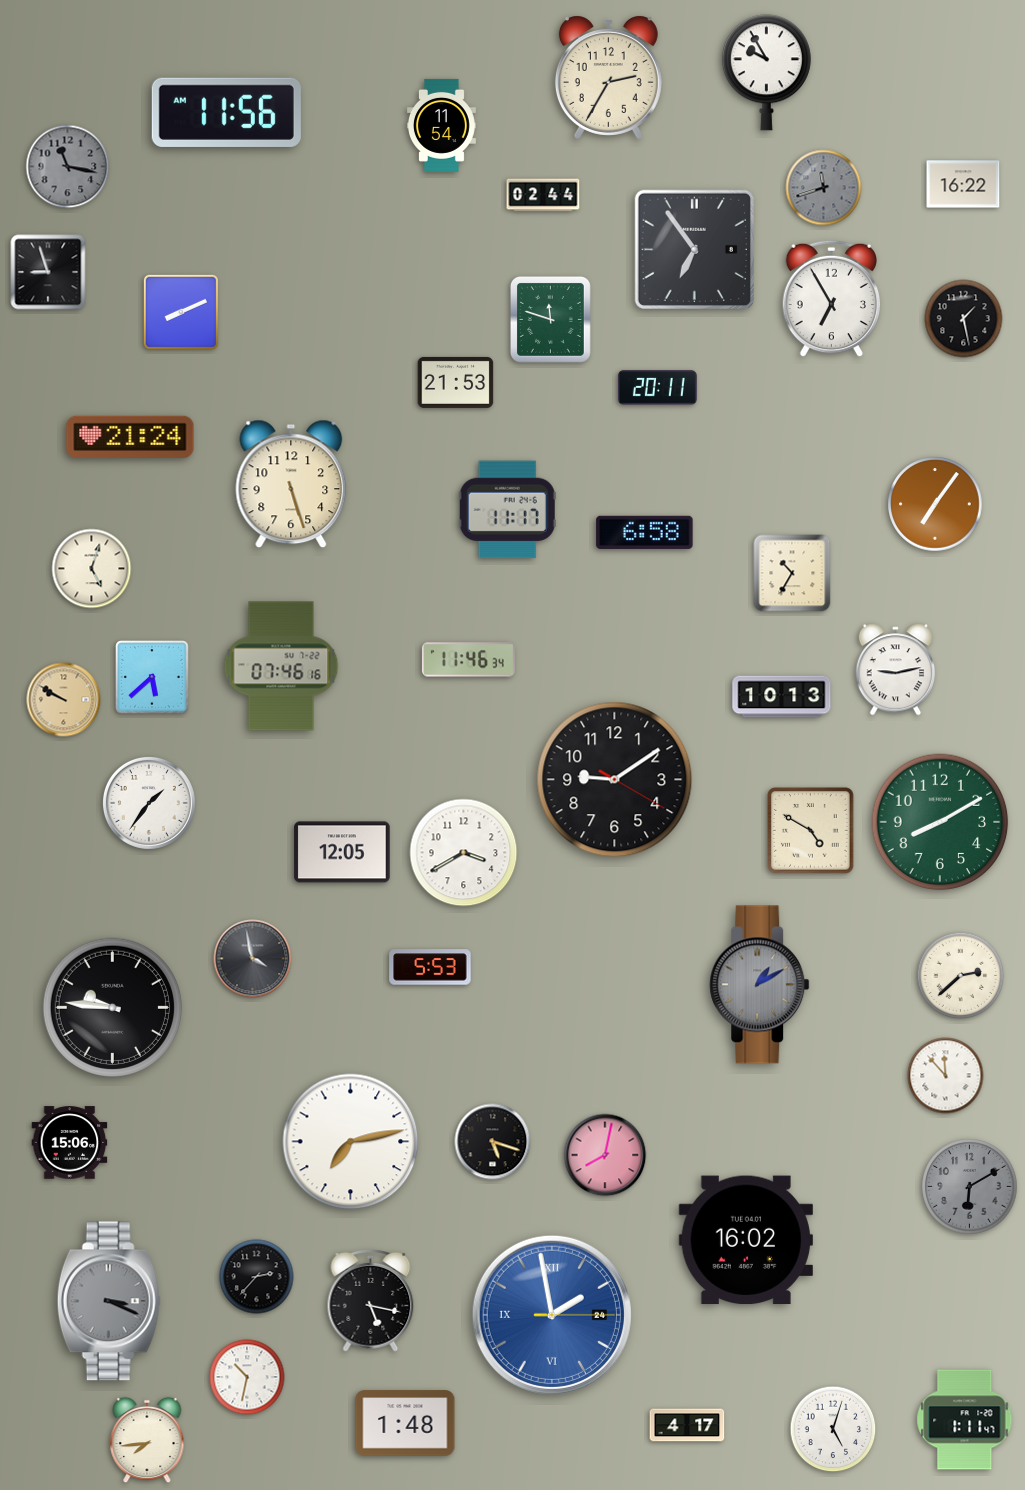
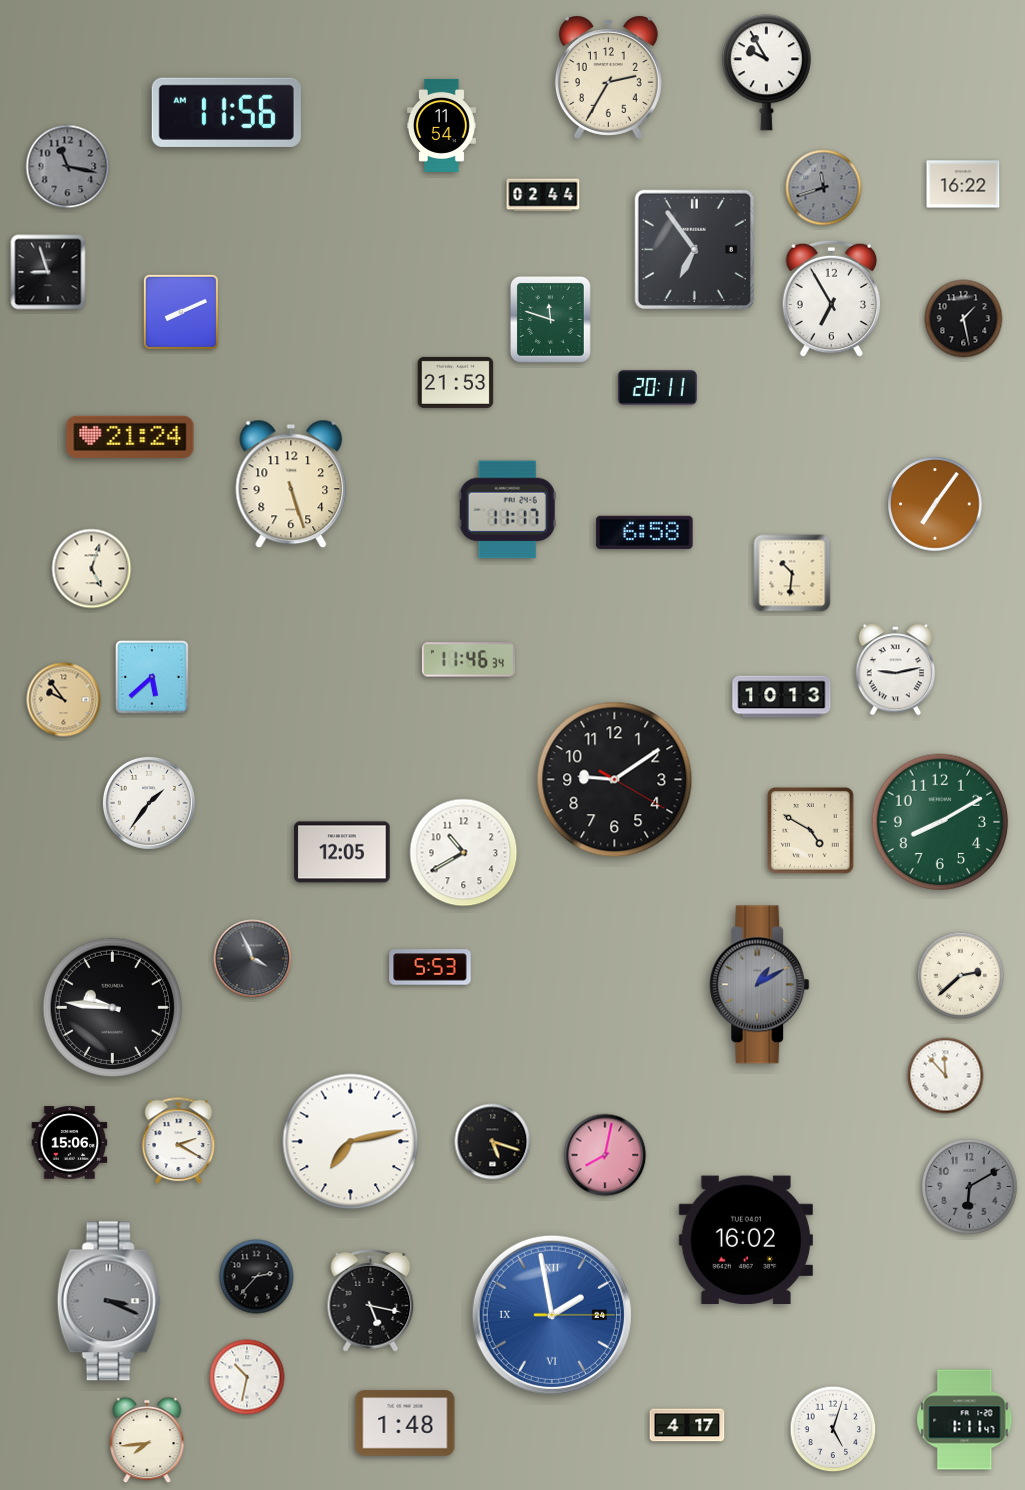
clock at (792, 573): 10:35 -> 10:31
clock at (281, 666): 07:46 -> none
clock at (64, 700): 9:50 -> 9:54
clock at (464, 853): 3:40 -> 10:40
clock at (253, 959): 3:58 -> 3:56
clock at (179, 1141): none -> 2:20
